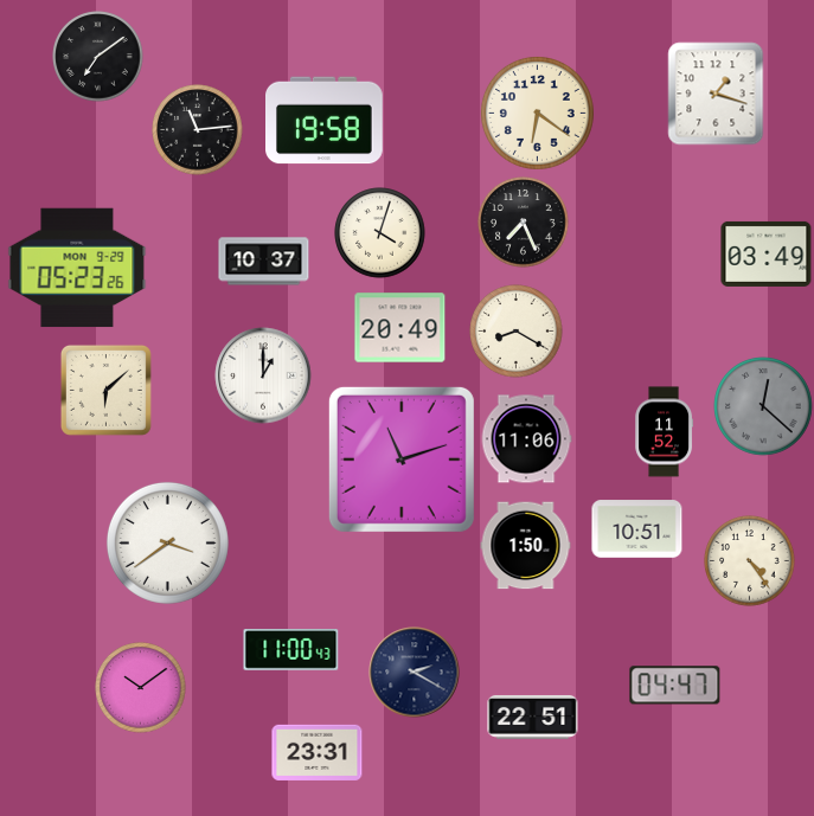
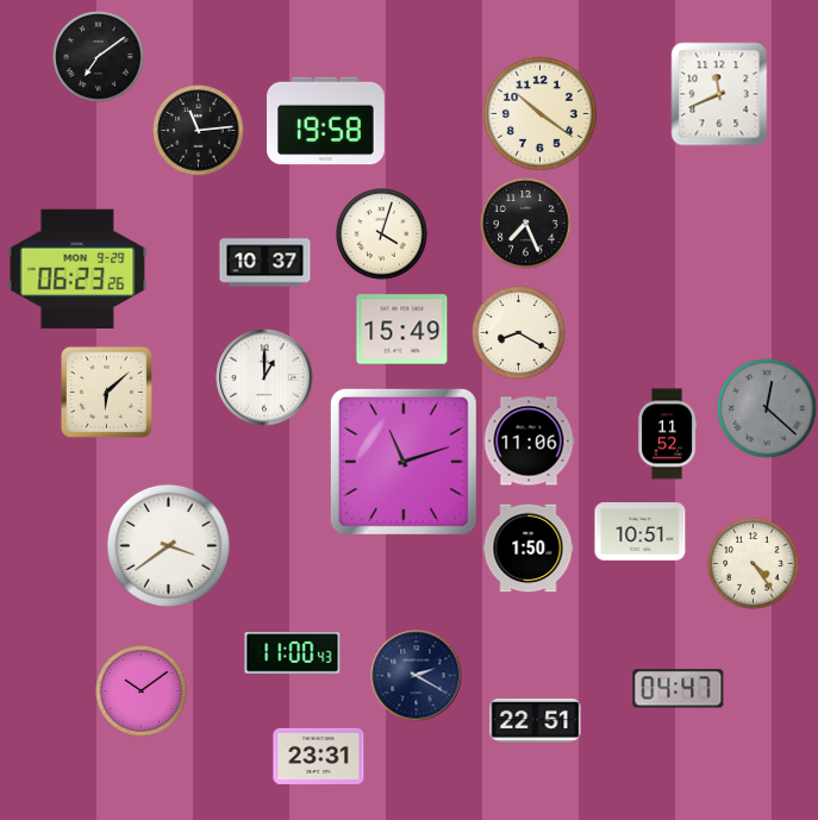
clock at (716, 94): 1:18 -> 11:41
clock at (537, 113): 6:21 -> 10:21
clock at (767, 253): 03:49 -> none
clock at (77, 268): 05:23 -> 06:23
clock at (400, 328): 20:49 -> 15:49
